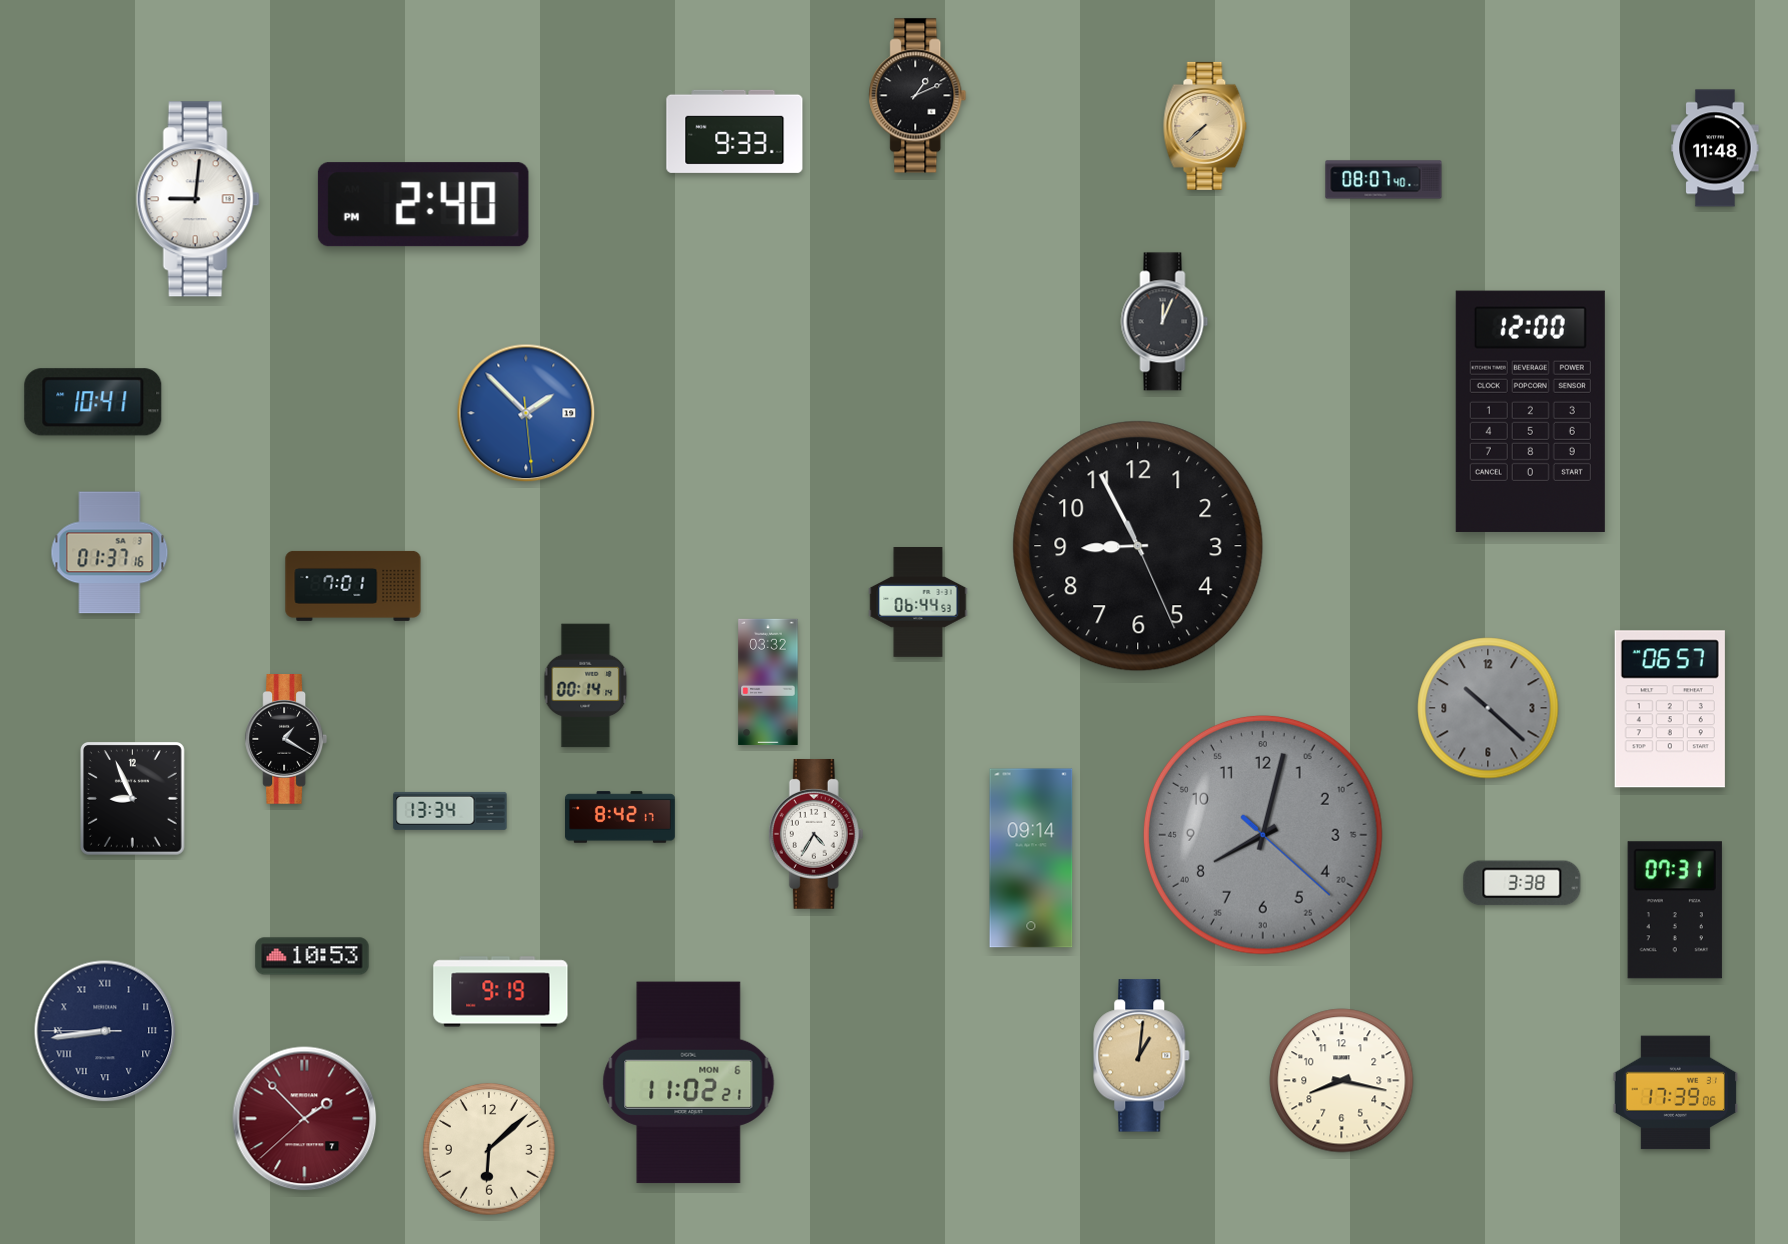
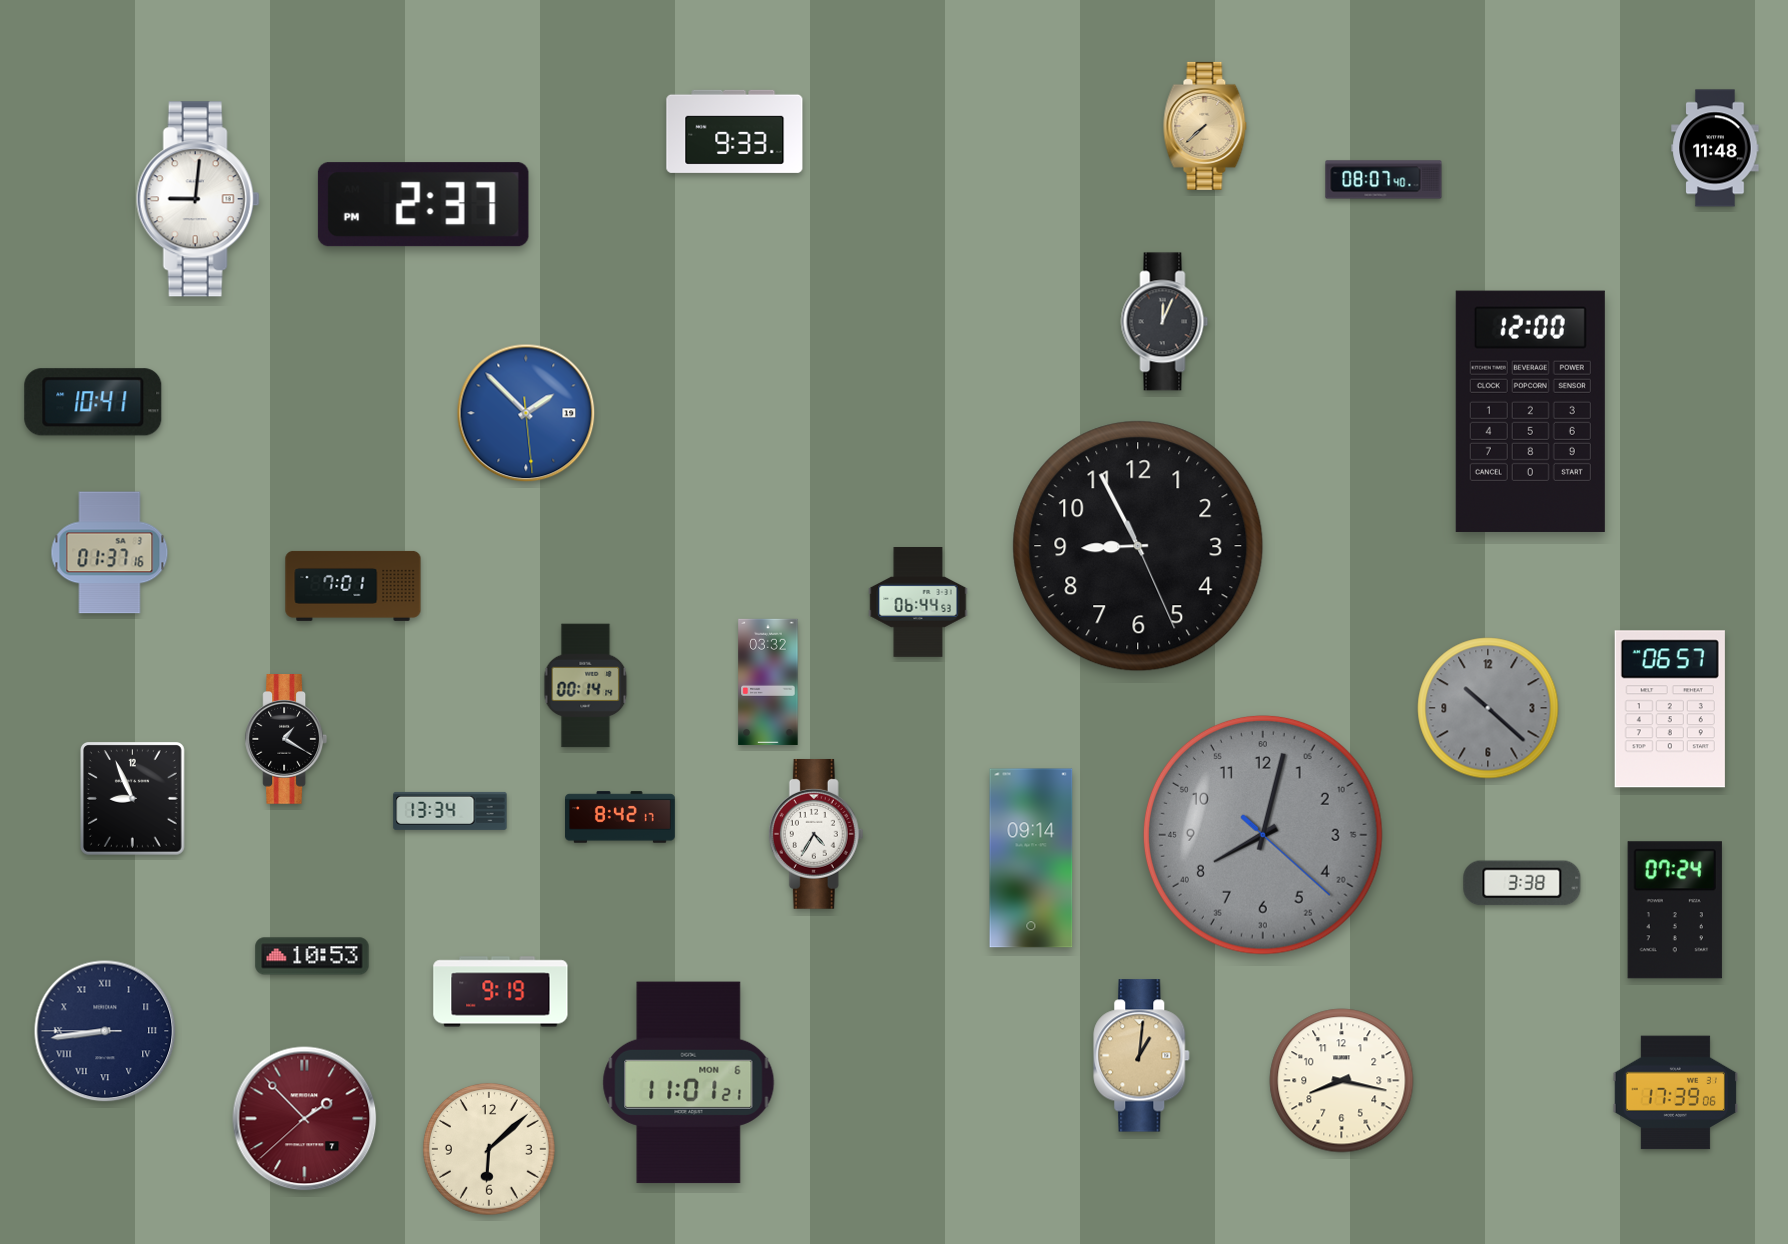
clock at (918, 96): 1:11 -> none
clock at (423, 205): 2:40 -> 2:37
clock at (1675, 910): 07:31 -> 07:24
clock at (689, 1083): 11:02 -> 11:01
